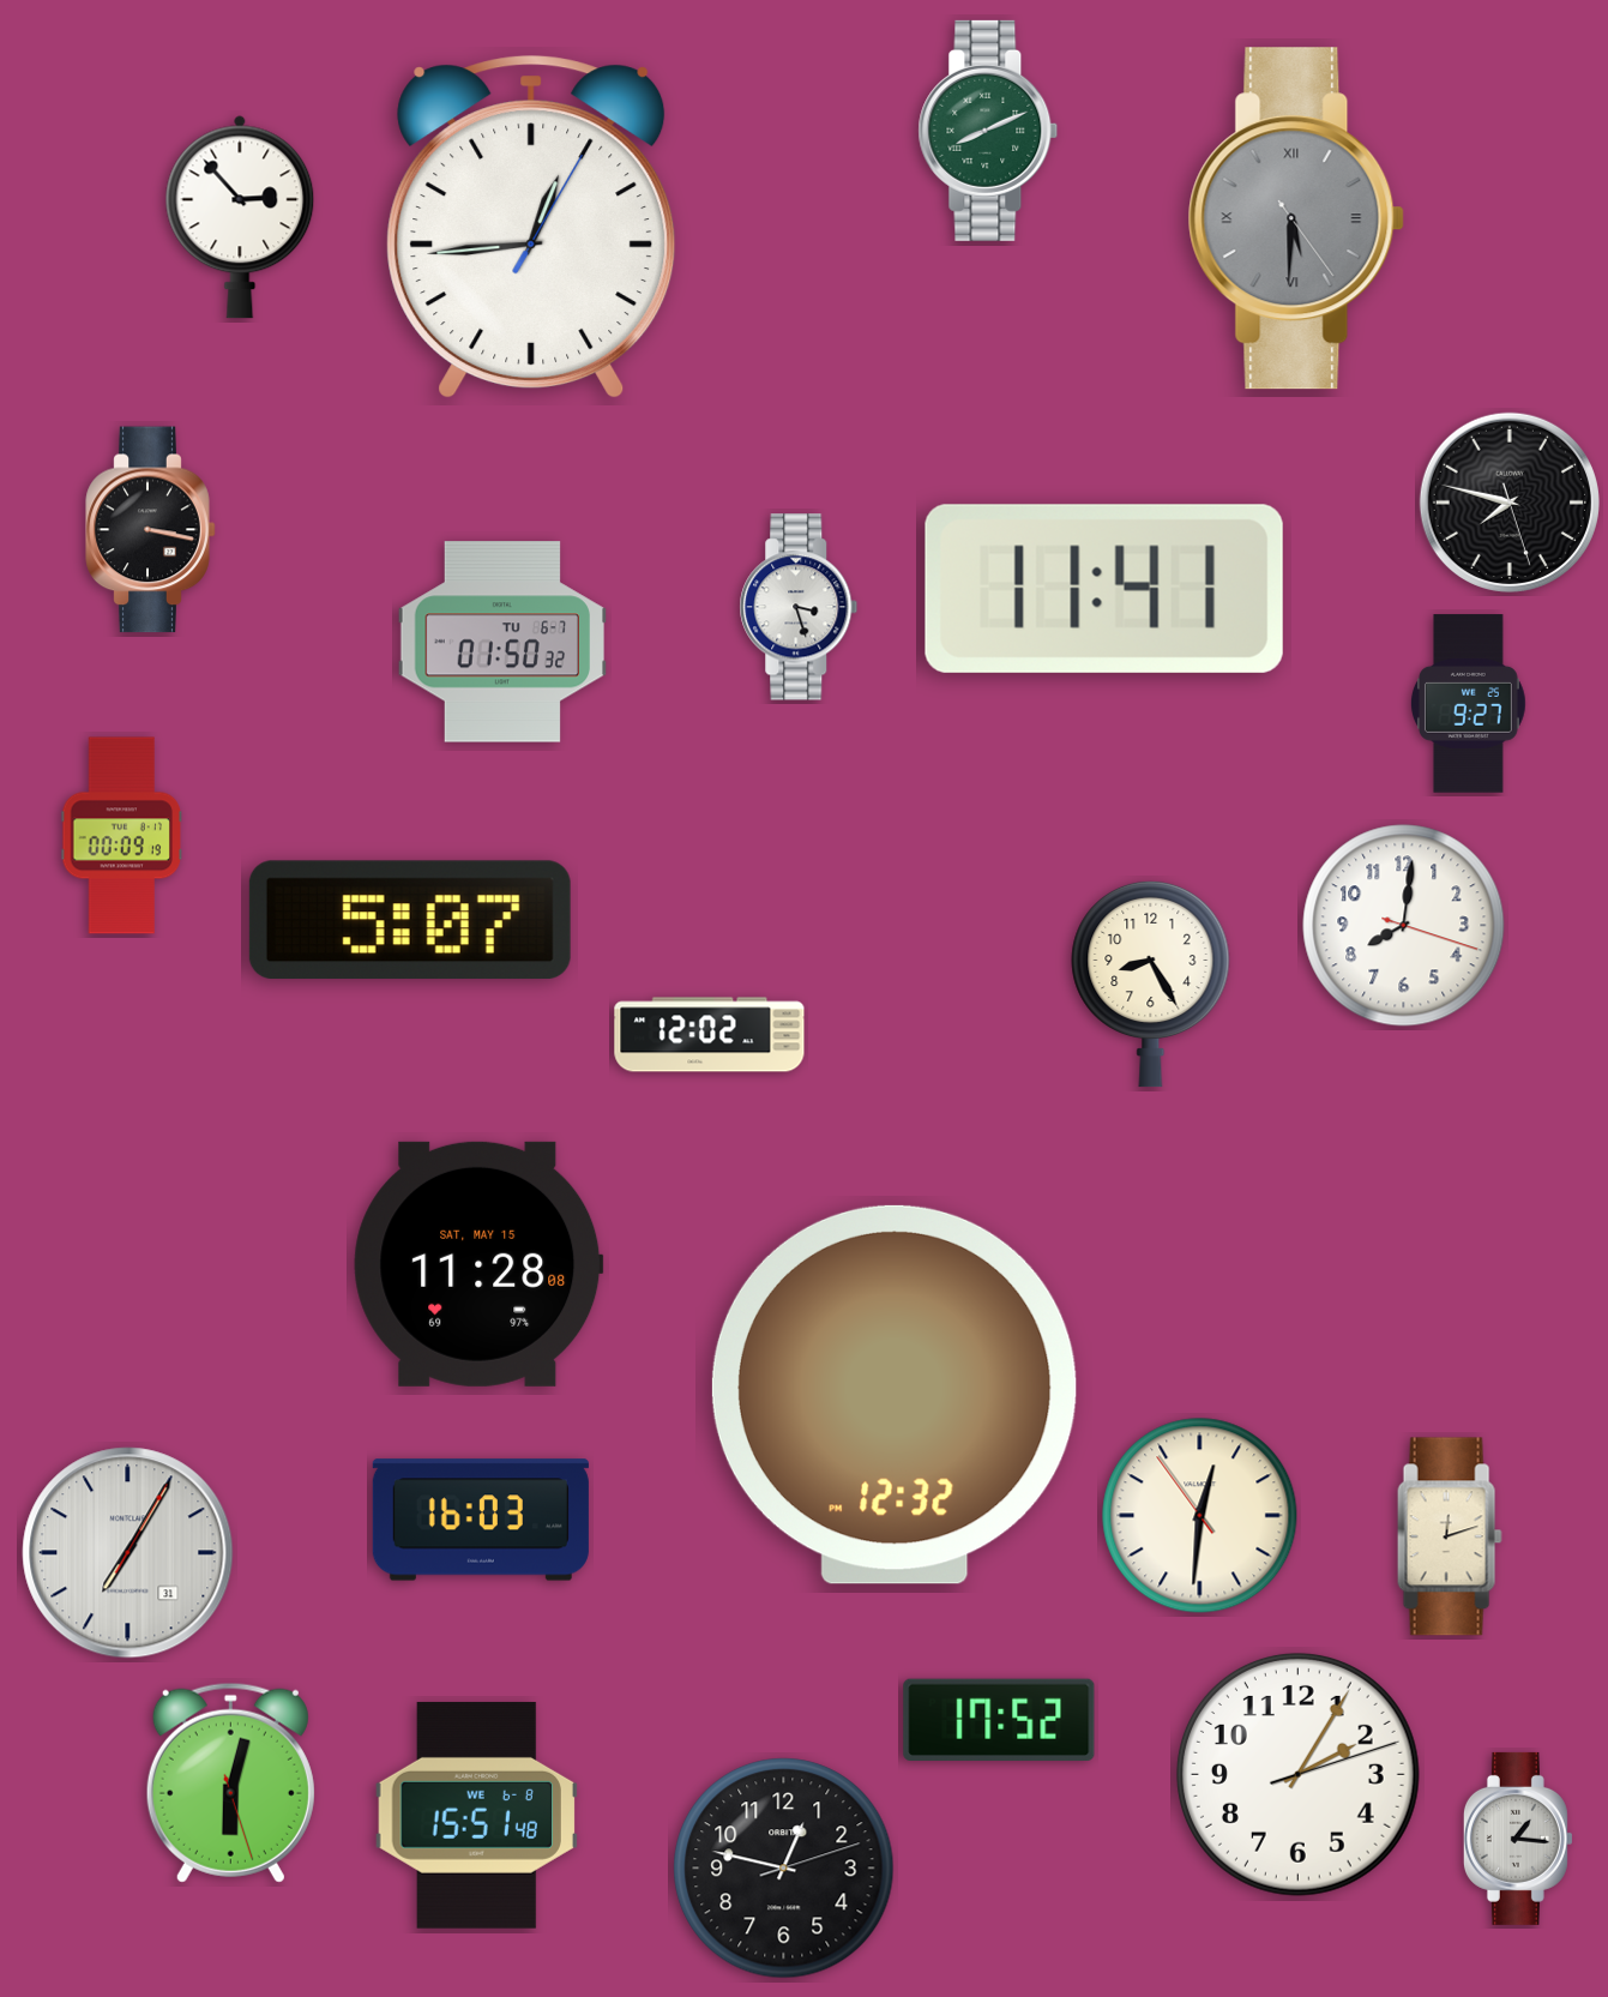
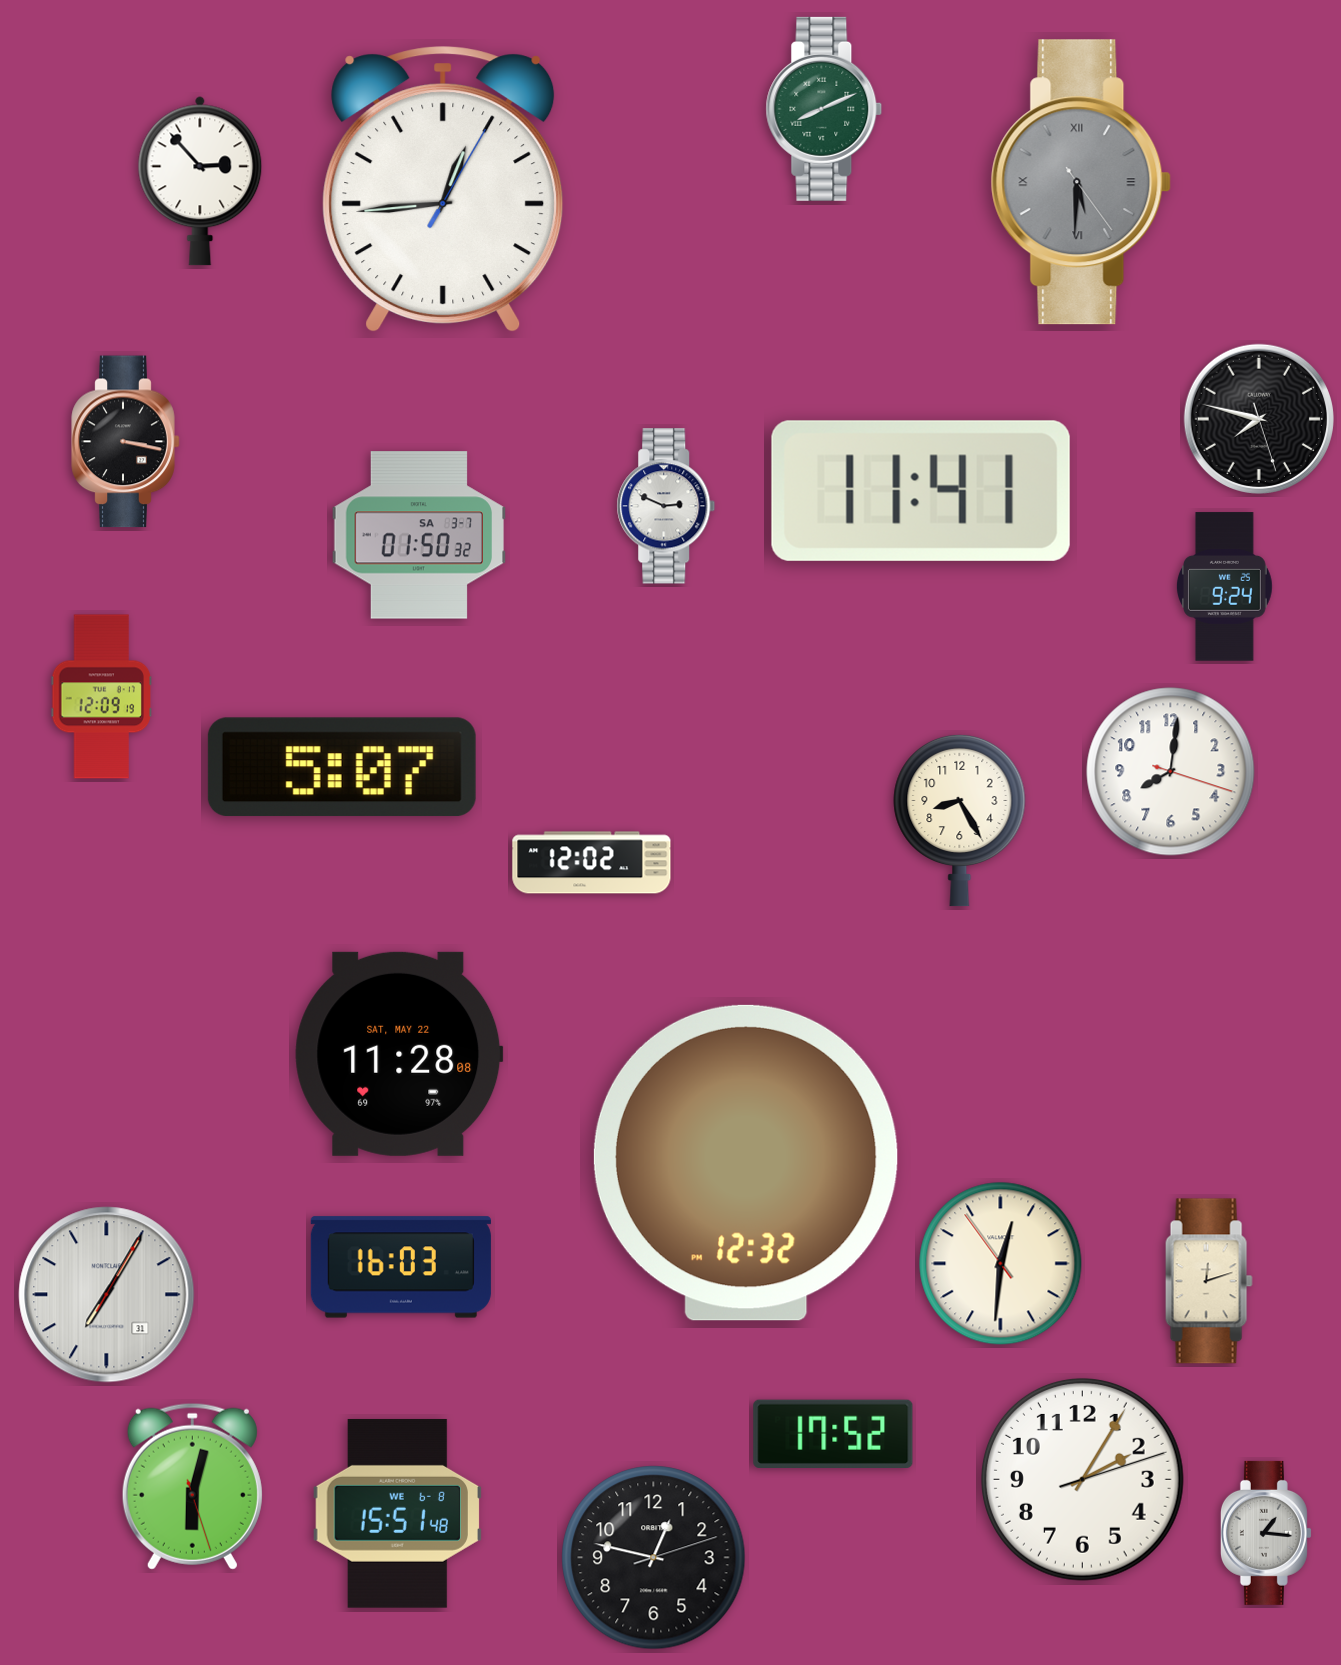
clock at (799, 607): 3:27 -> 2:49
clock at (502, 642) date: TU 6-7 -> SA 3-7
clock at (1469, 704): 9:27 -> 9:24
clock at (122, 836): 00:09 -> 12:09
clock at (478, 1264) date: SAT, MAY 15 -> SAT, MAY 22
